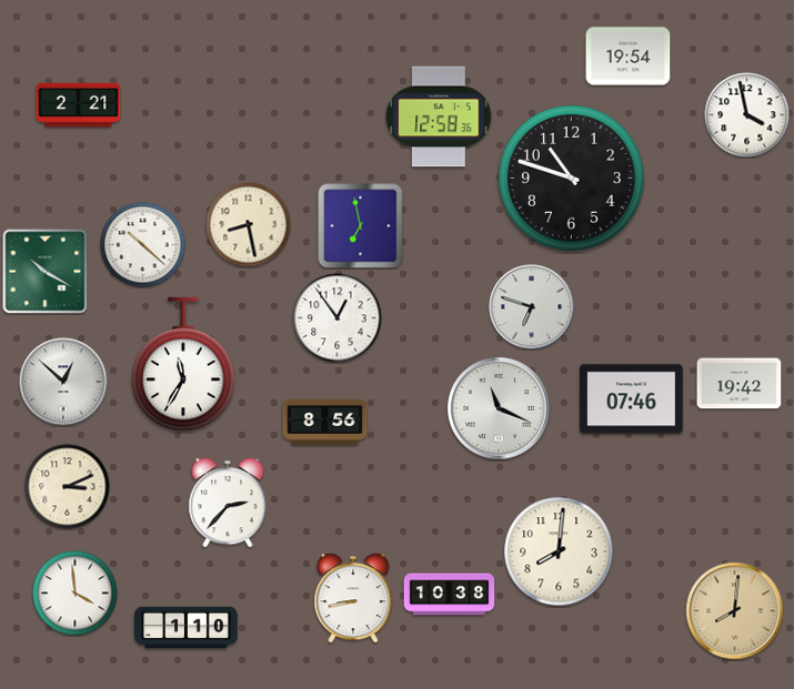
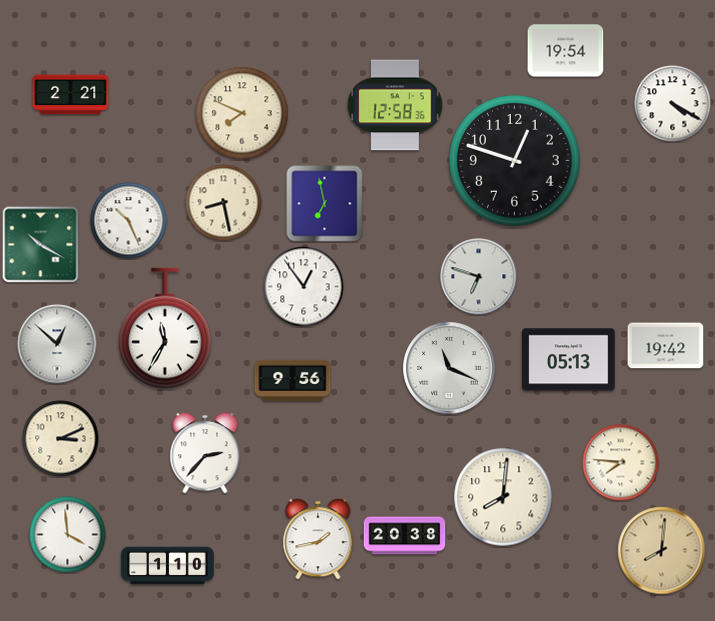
clock at (747, 115): 3:58 -> 4:20
clock at (242, 113): none -> 7:49
clock at (572, 179): 10:48 -> 12:48
clock at (143, 245): 10:22 -> 10:26
clock at (632, 399): 07:46 -> 05:13
clock at (325, 422): 8:56 -> 9:56
clock at (621, 463): none -> 7:46
clock at (450, 595): 10:38 -> 20:38
clock at (353, 598): 8:43 -> 1:43
